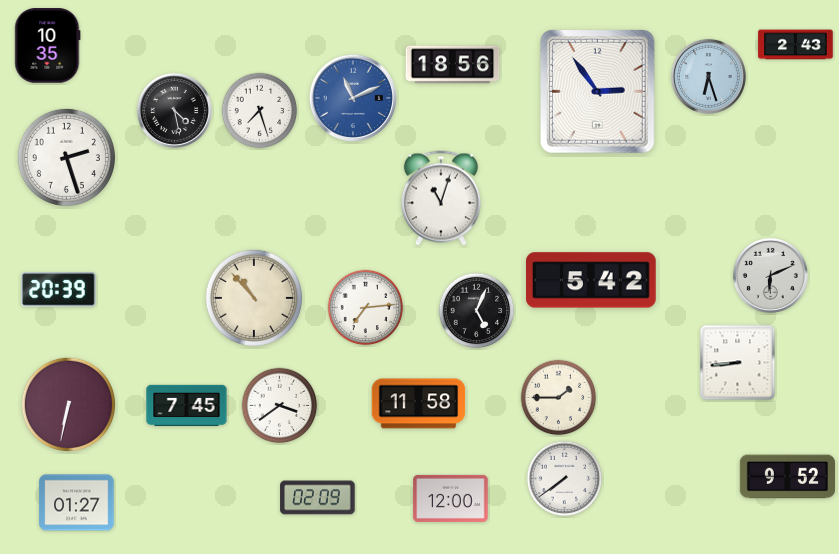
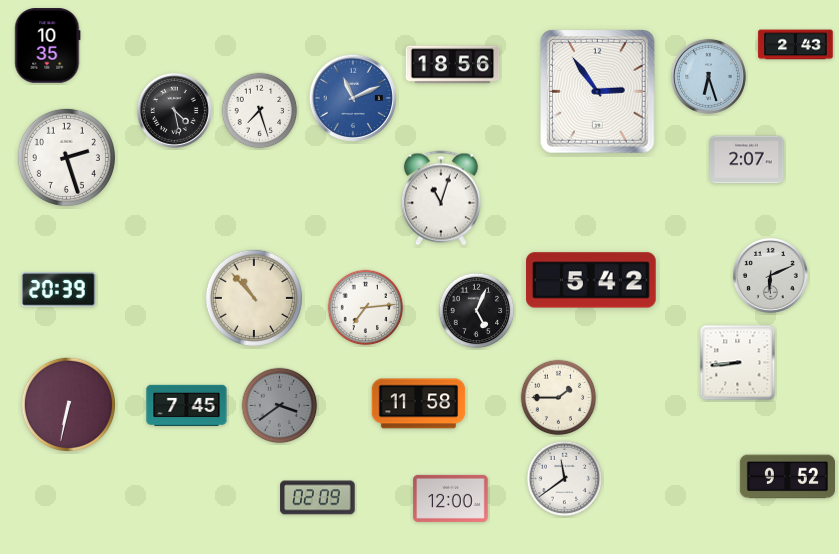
clock at (747, 160): none -> 2:07
clock at (280, 406) dial: white -> grey
clock at (565, 479): 7:39 -> 11:39
clock at (77, 503): 01:27 -> none
